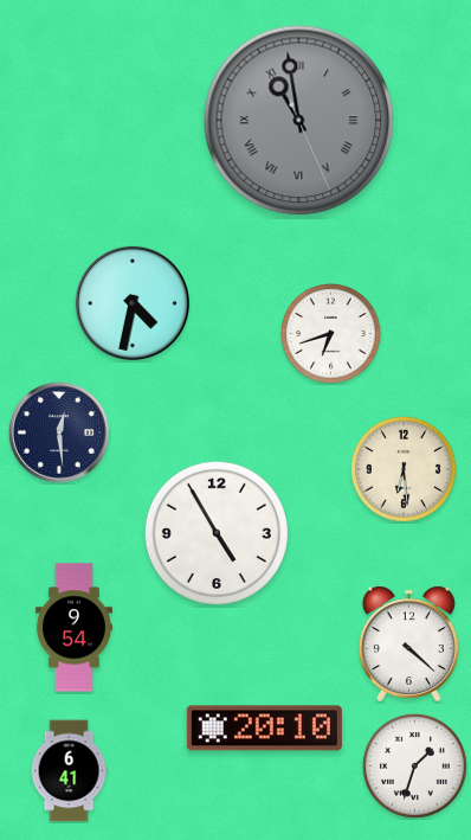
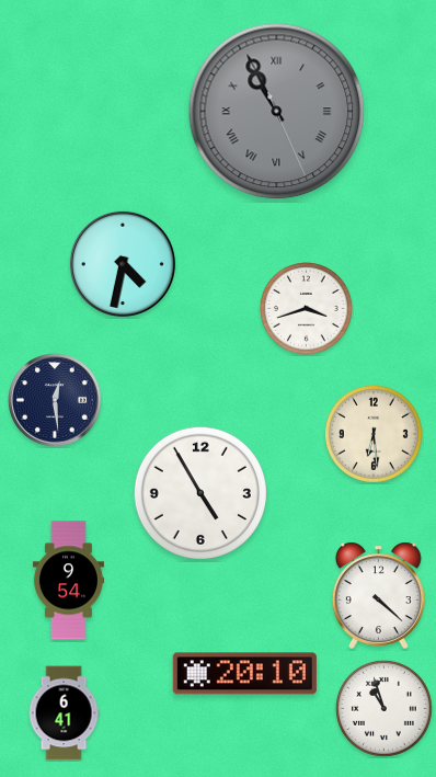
clock at (299, 121): 10:58 -> 10:55
clock at (133, 303) position: (133, 303) -> (123, 264)
clock at (331, 334): 6:42 -> 3:42
clock at (414, 765): 1:33 -> 10:57
